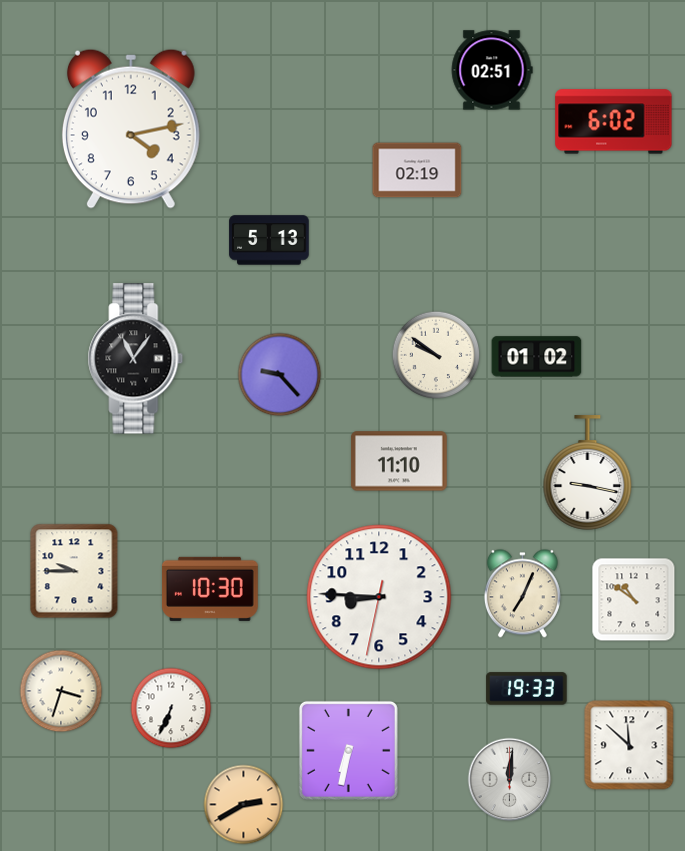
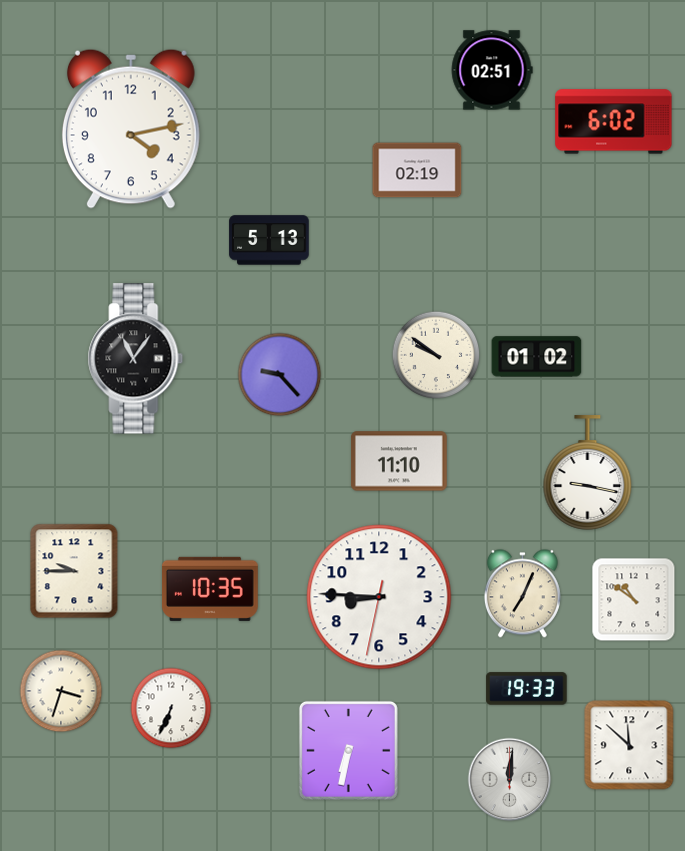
clock at (210, 589): 10:30 -> 10:35
clock at (244, 805): 2:40 -> none
